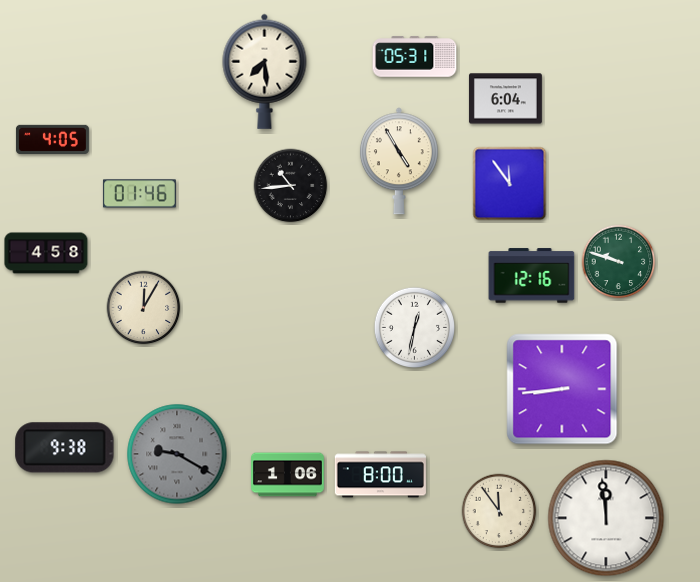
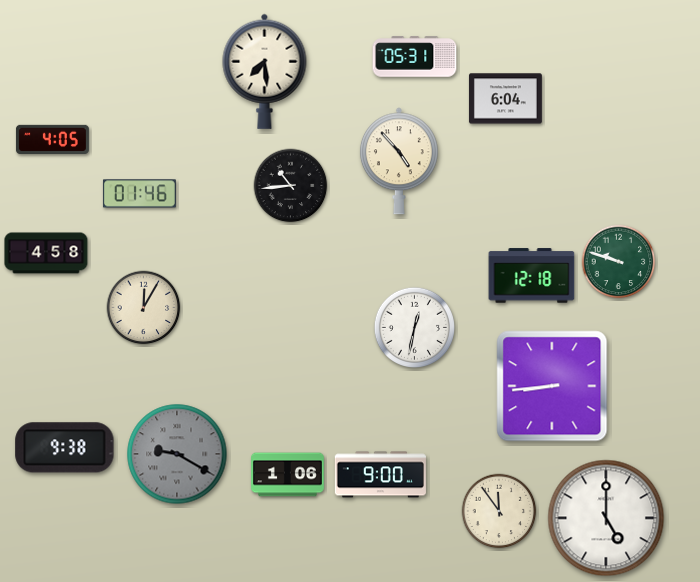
clock at (399, 161): 4:55 -> 4:53
clock at (510, 184): 11:54 -> none
clock at (532, 276): 12:16 -> 12:18
clock at (562, 389) position: (562, 389) -> (552, 386)
clock at (380, 475): 8:00 -> 9:00
clock at (606, 518): 11:59 -> 5:00
